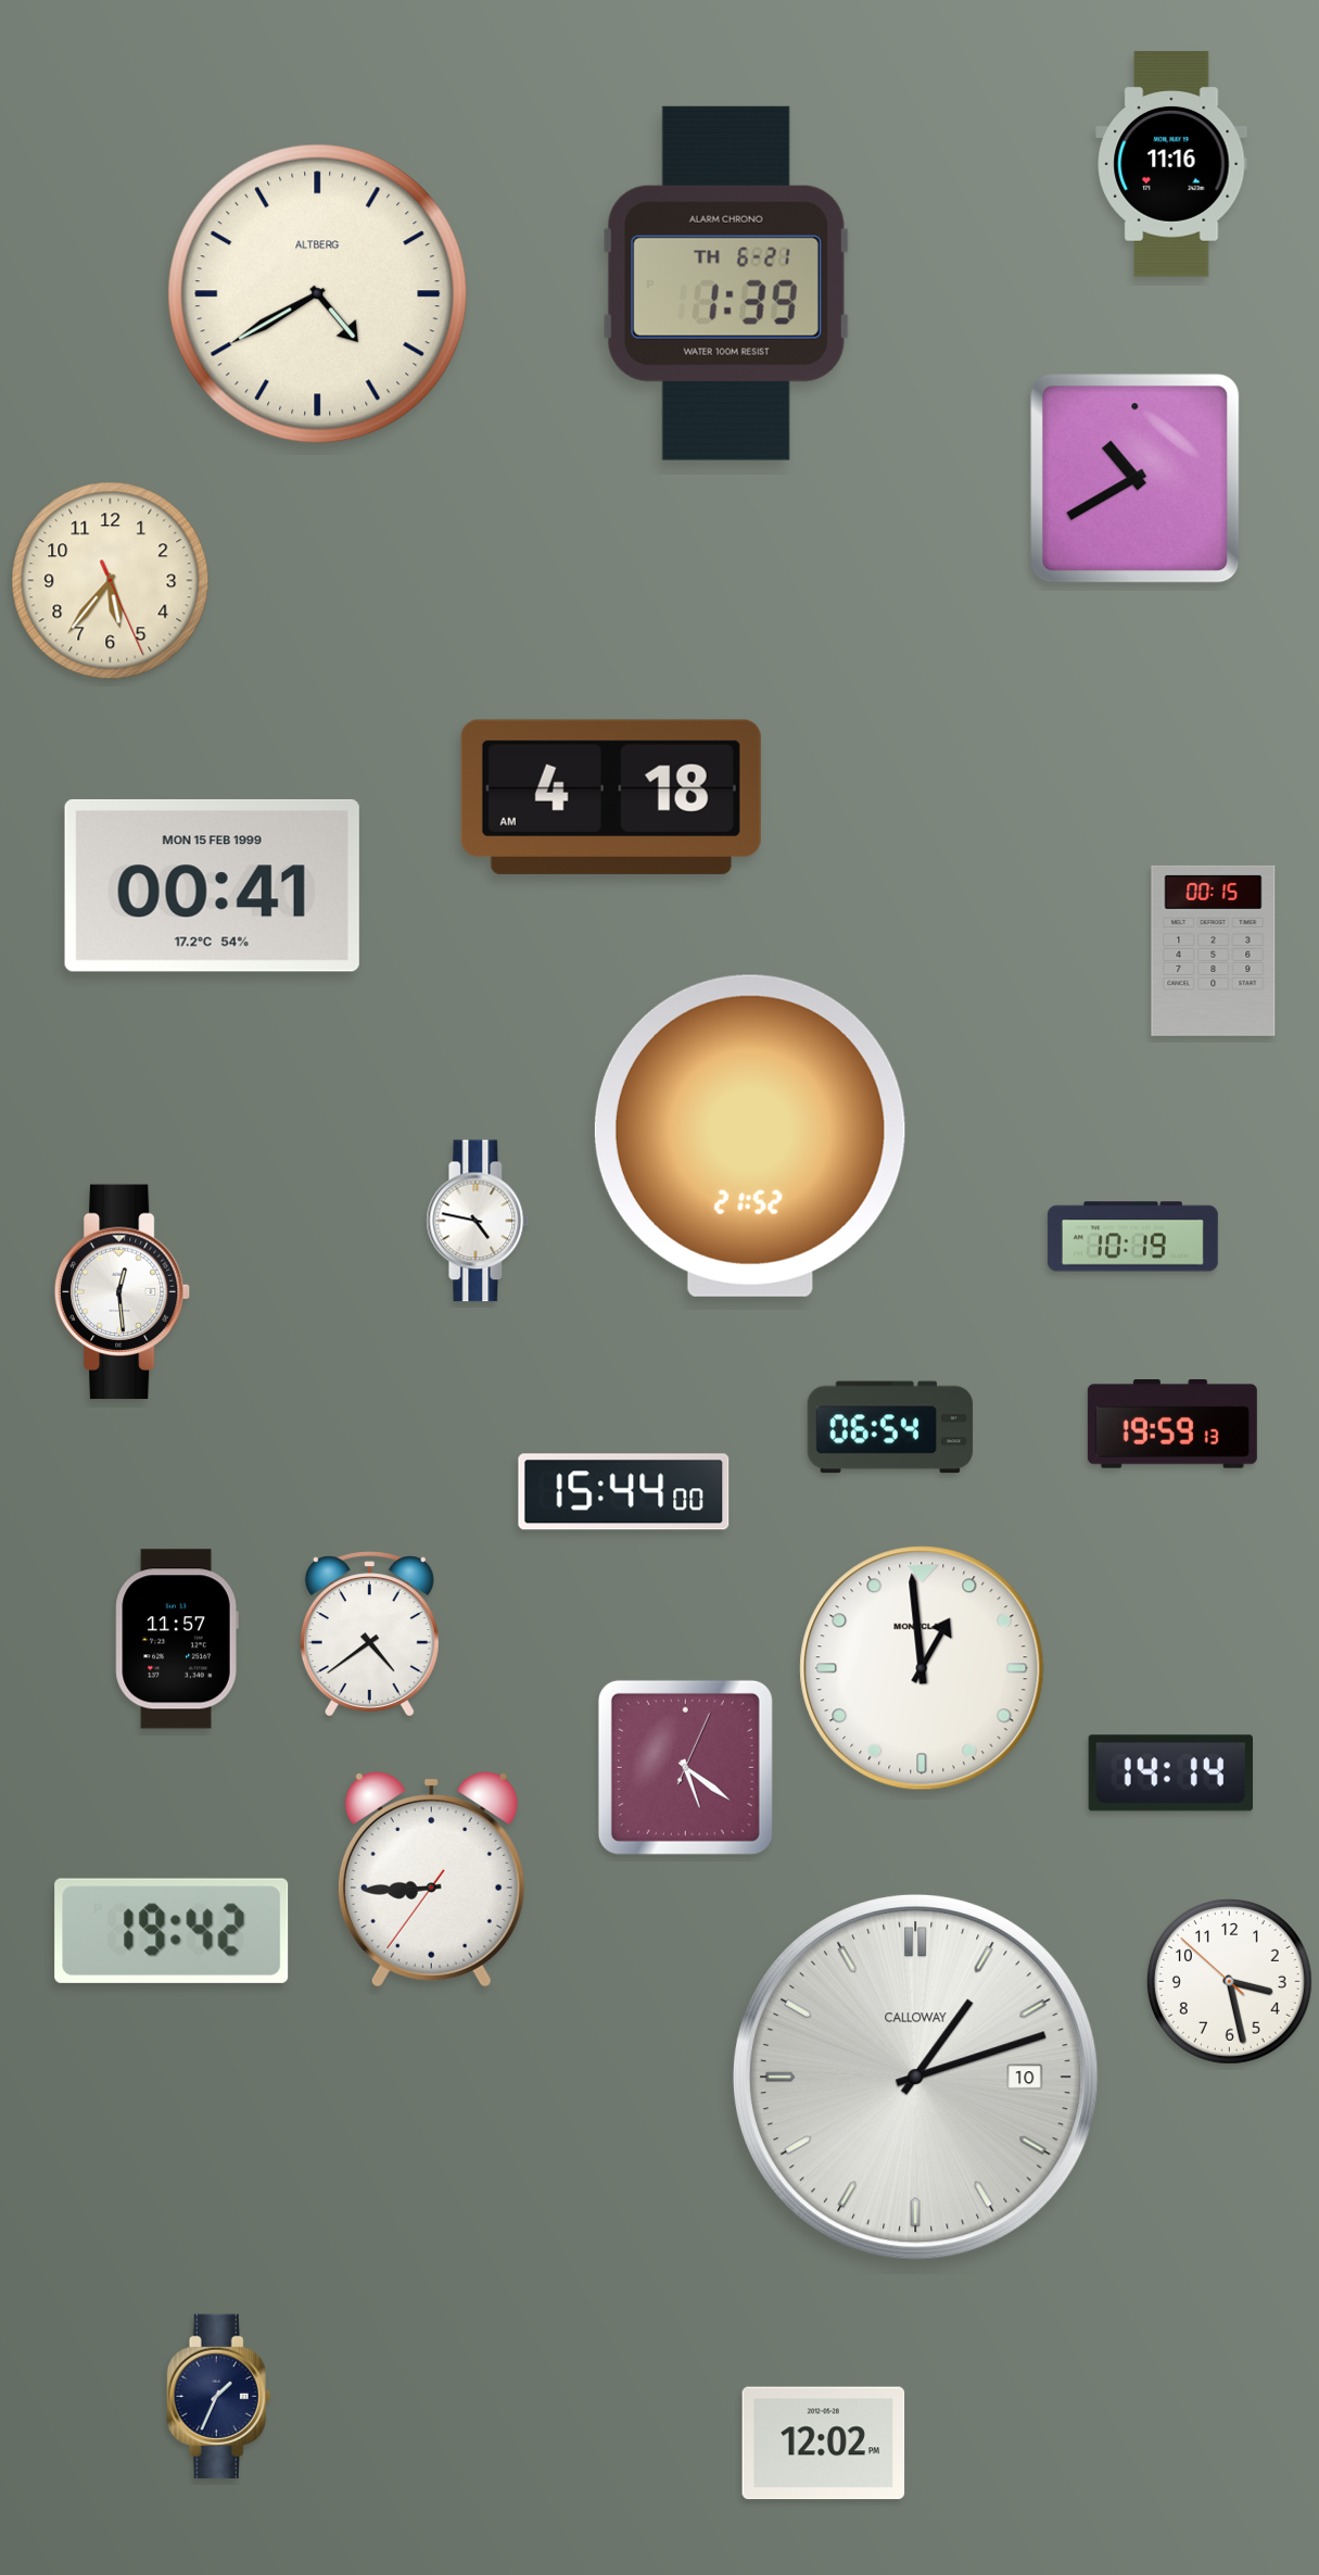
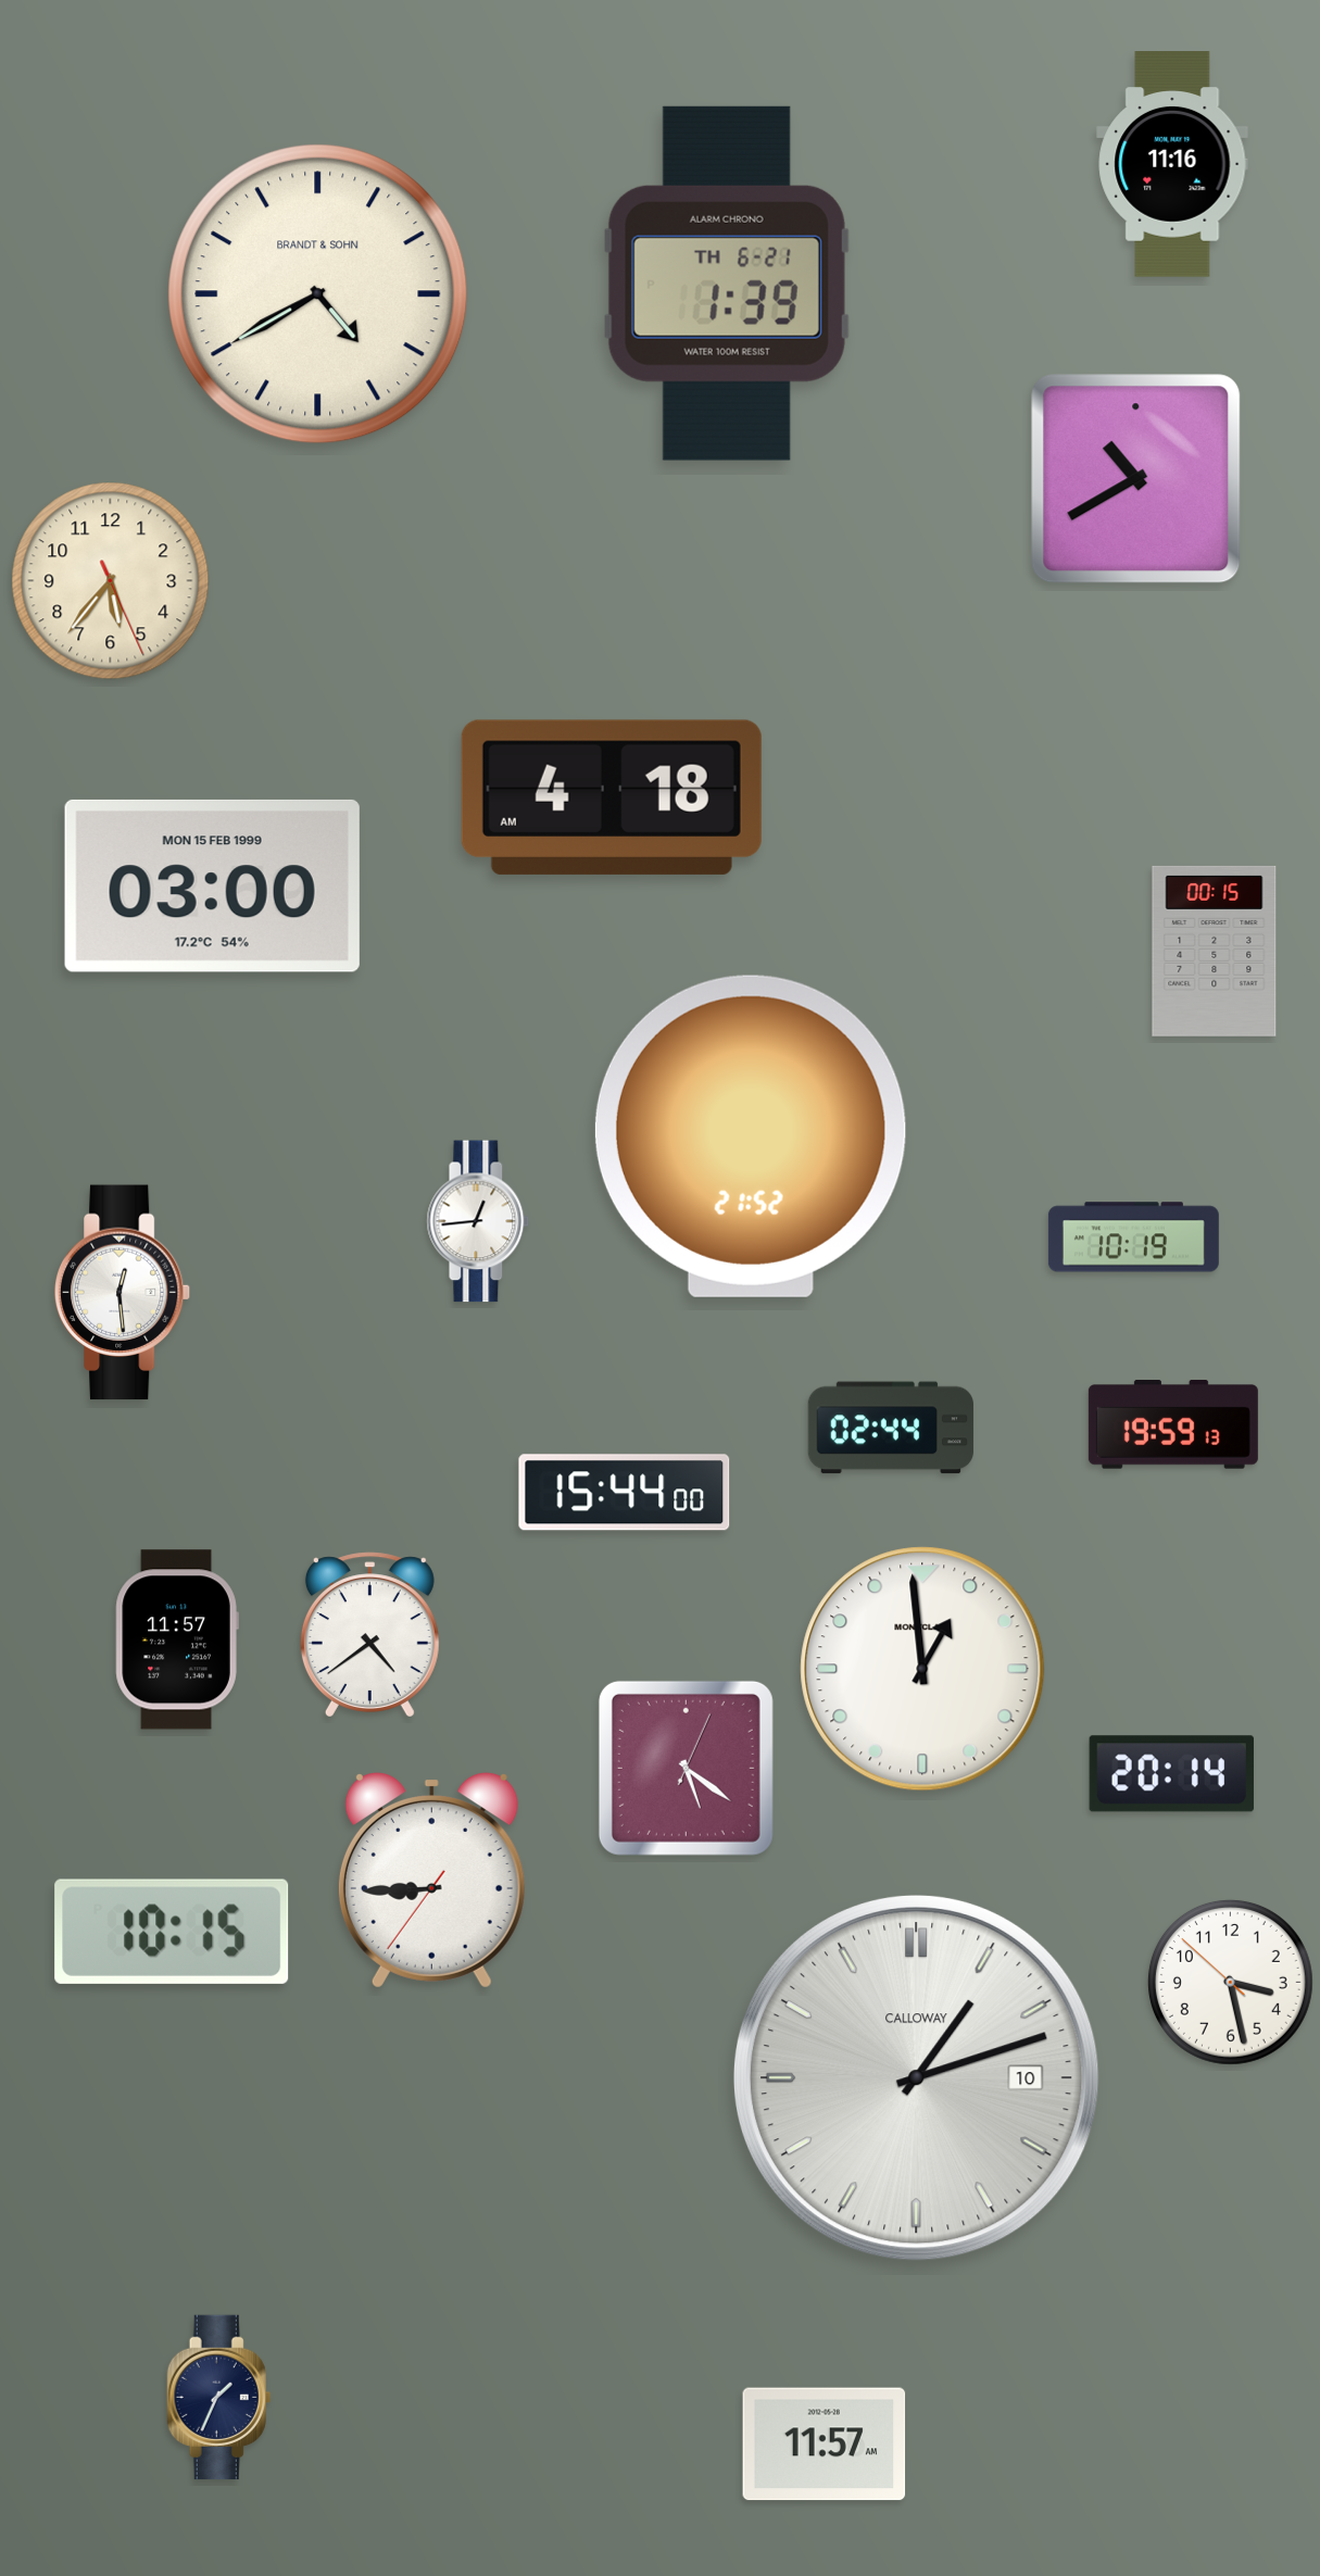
clock at (318, 294) brand: ALTBERG -> BRANDT & SOHN
clock at (212, 885): 00:41 -> 03:00
clock at (478, 1221): 4:47 -> 12:44
clock at (890, 1427): 06:54 -> 02:44
clock at (1170, 1774): 14:14 -> 20:14
clock at (172, 1931): 19:42 -> 10:15
clock at (824, 2444): 12:02 -> 11:57
